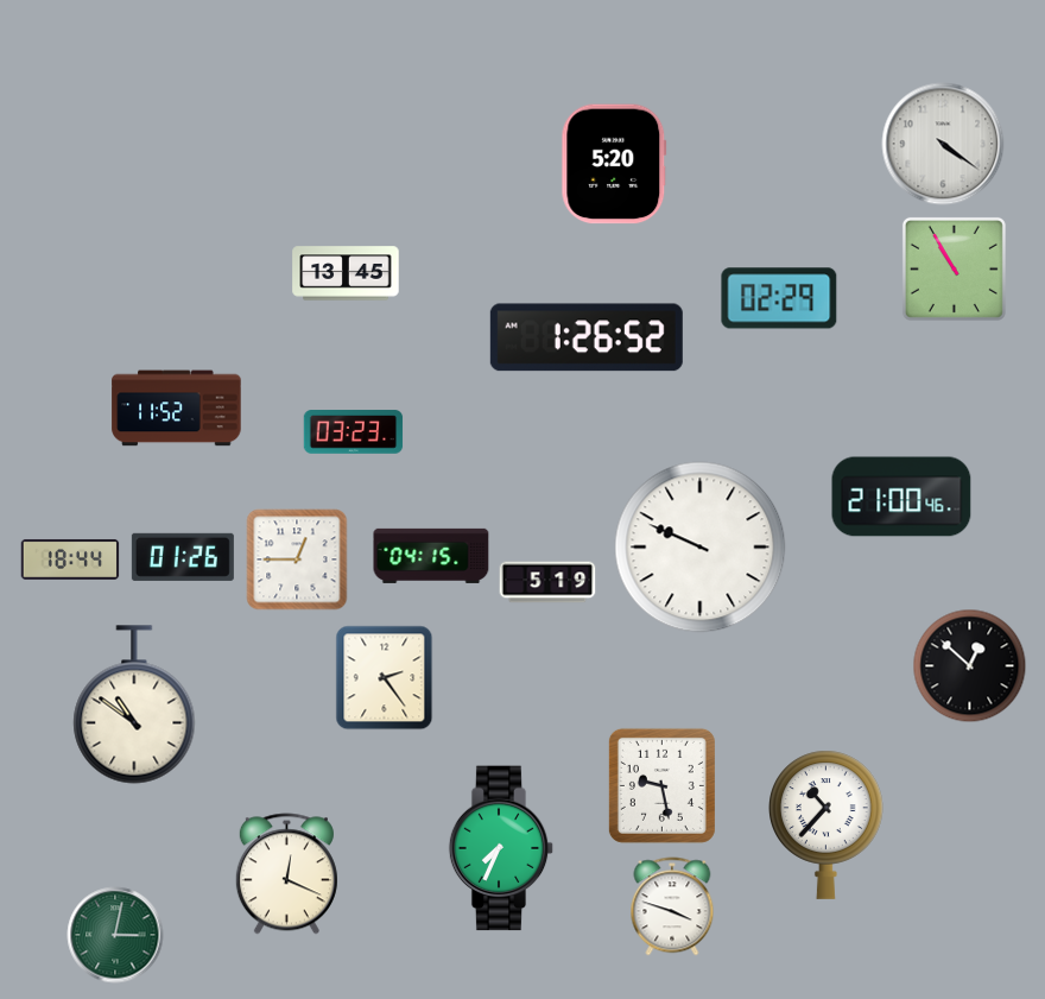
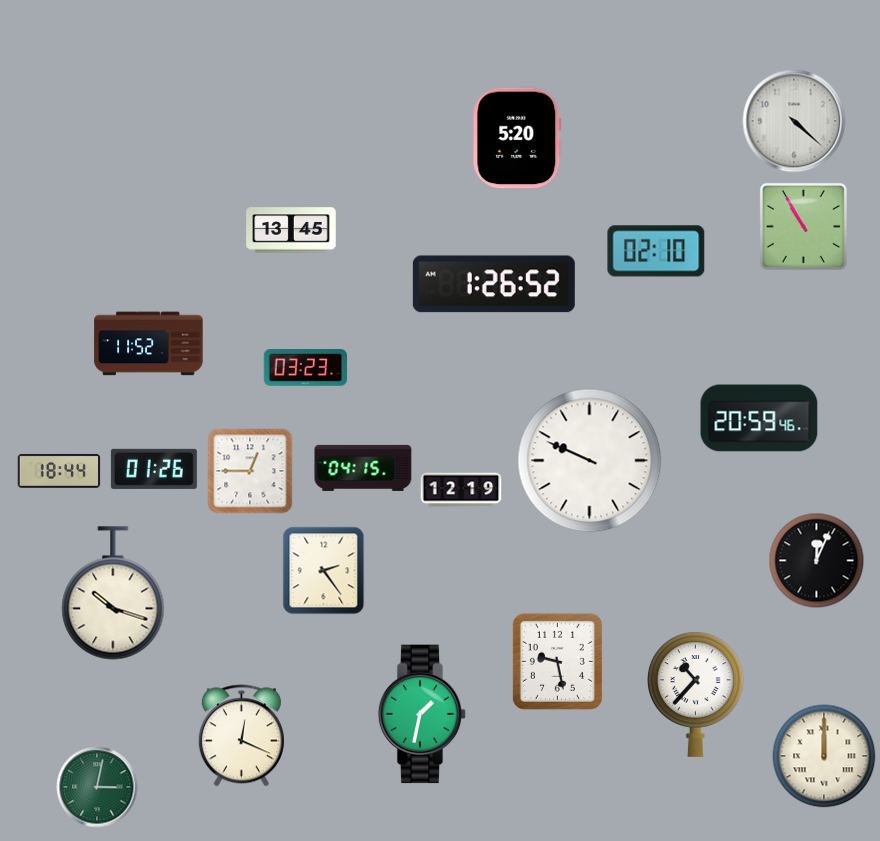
clock at (943, 144): 4:21 -> 4:22
clock at (779, 298): 02:29 -> 02:10
clock at (354, 432) position: (354, 432) -> (306, 368)
clock at (901, 497): 21:00 -> 20:59
clock at (547, 582): 5:19 -> 12:19
clock at (970, 666): 12:52 -> 12:04
clock at (134, 704): 10:51 -> 10:18
clock at (501, 848): 7:34 -> 1:32
clock at (824, 756): none -> 12:00
clock at (672, 906): 3:48 -> none
